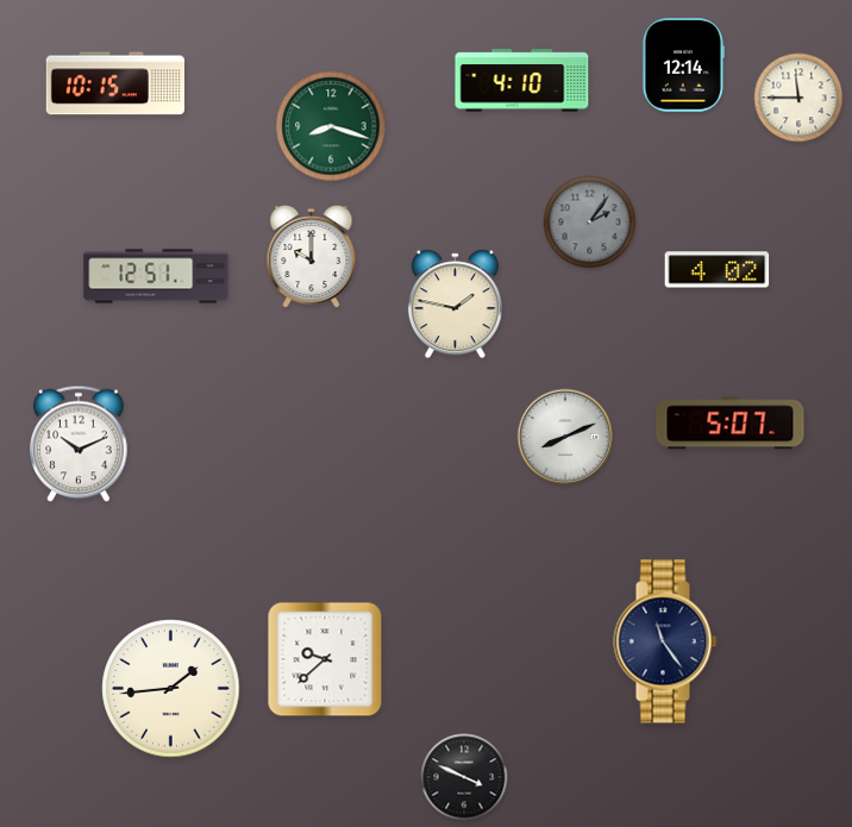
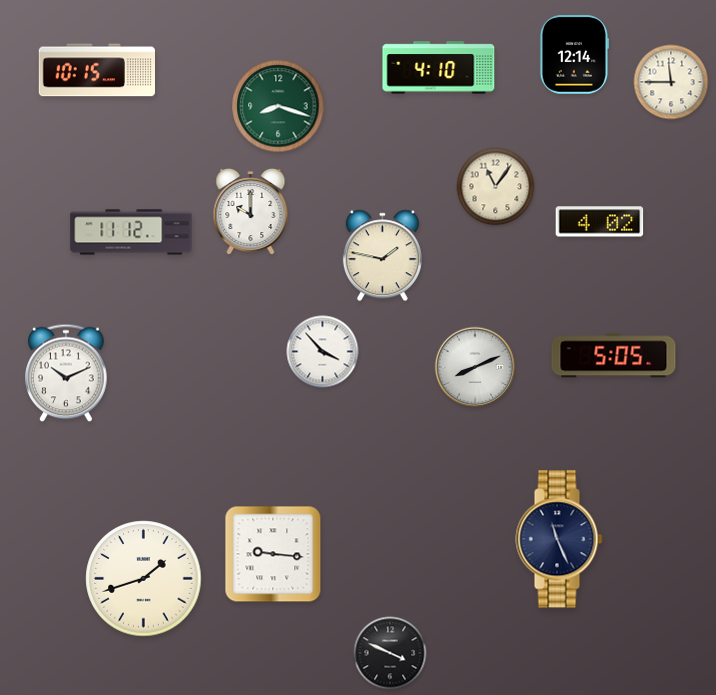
clock at (590, 223): 2:06 -> 11:06
clock at (590, 223) dial: grey -> cream
clock at (312, 257) position: (312, 257) -> (251, 212)
clock at (718, 270) position: (718, 270) -> (600, 222)
clock at (156, 276): 12:51 -> 11:12
clock at (323, 352): none -> 3:53
clock at (731, 424): 5:07 -> 5:05
clock at (665, 641): 11:24 -> 11:26
clock at (325, 659): 9:38 -> 9:16
clock at (171, 689): 1:44 -> 1:42
